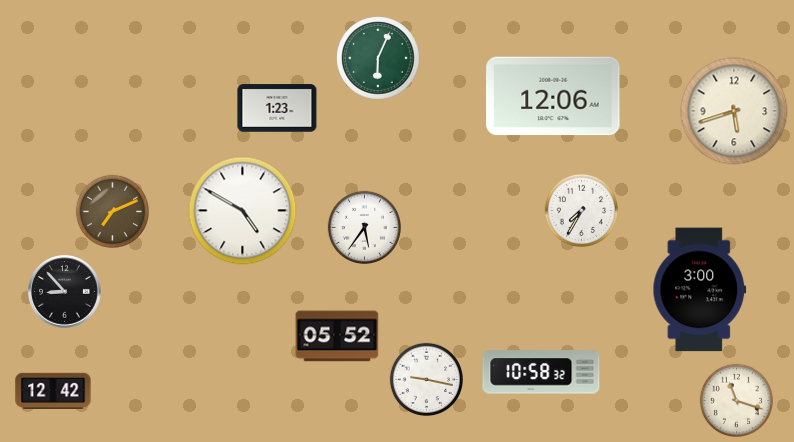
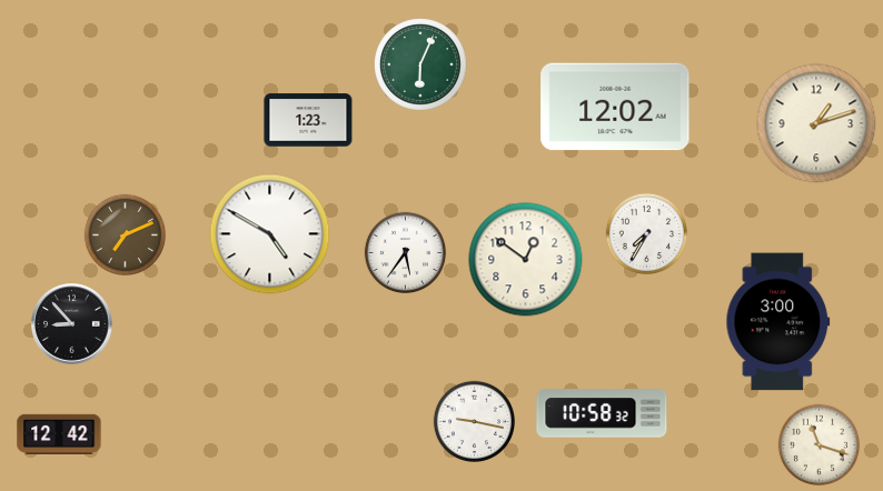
clock at (553, 96): 12:06 -> 12:02
clock at (734, 111): 5:42 -> 1:12
clock at (526, 260): none -> 12:51
clock at (337, 336): 05:52 -> none
